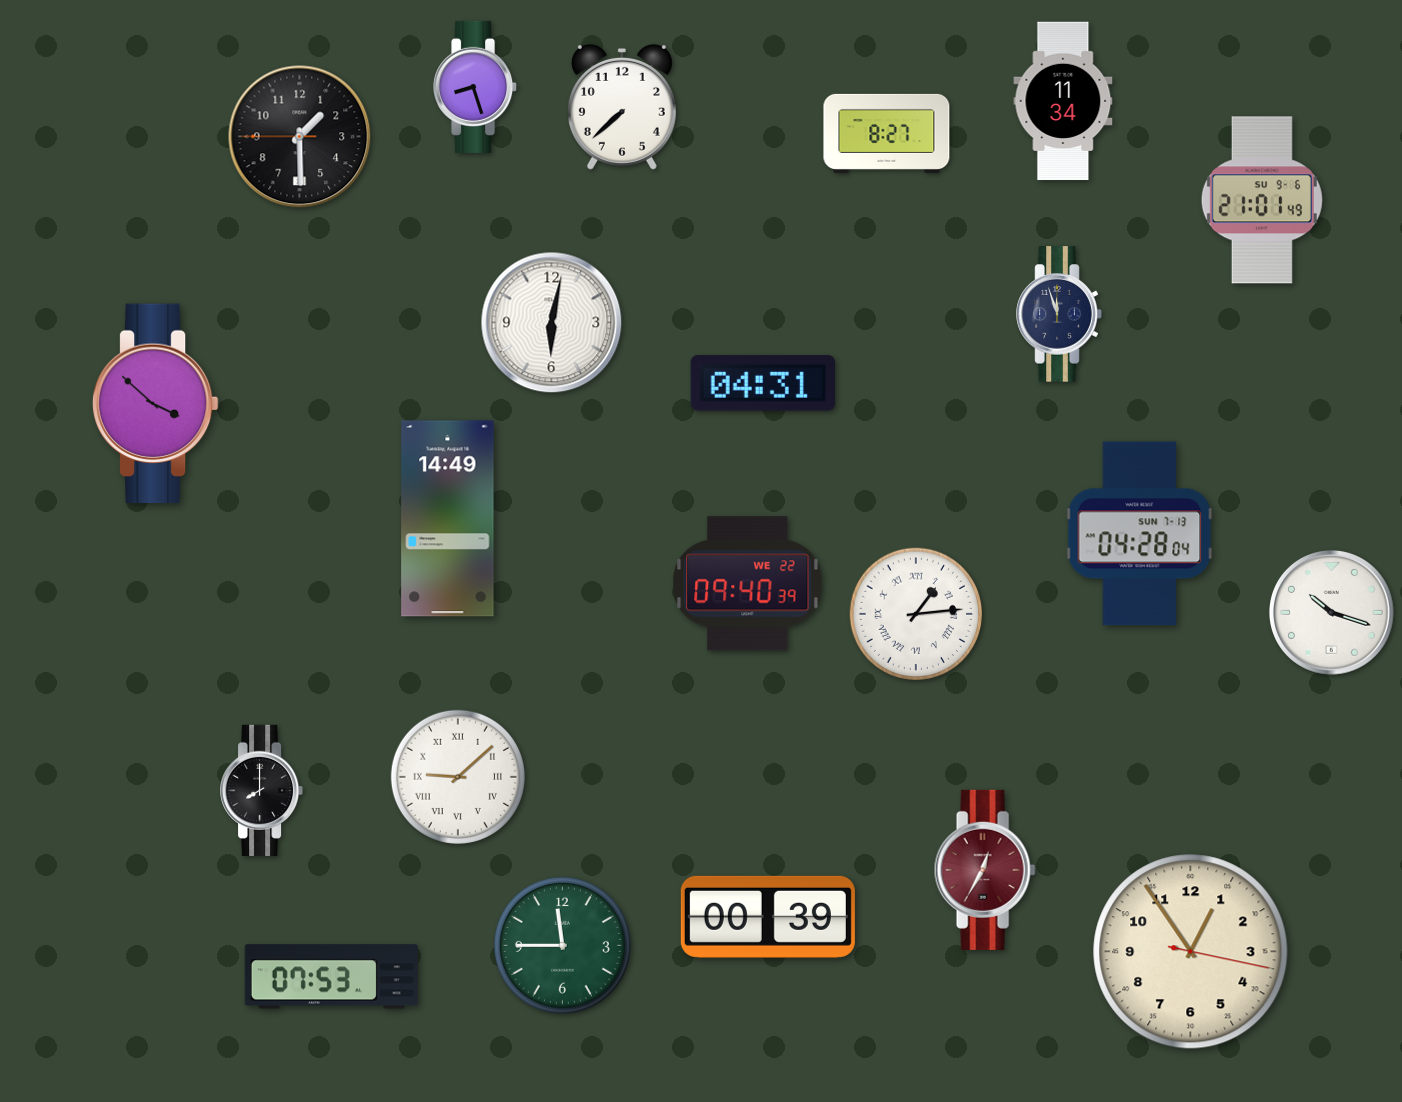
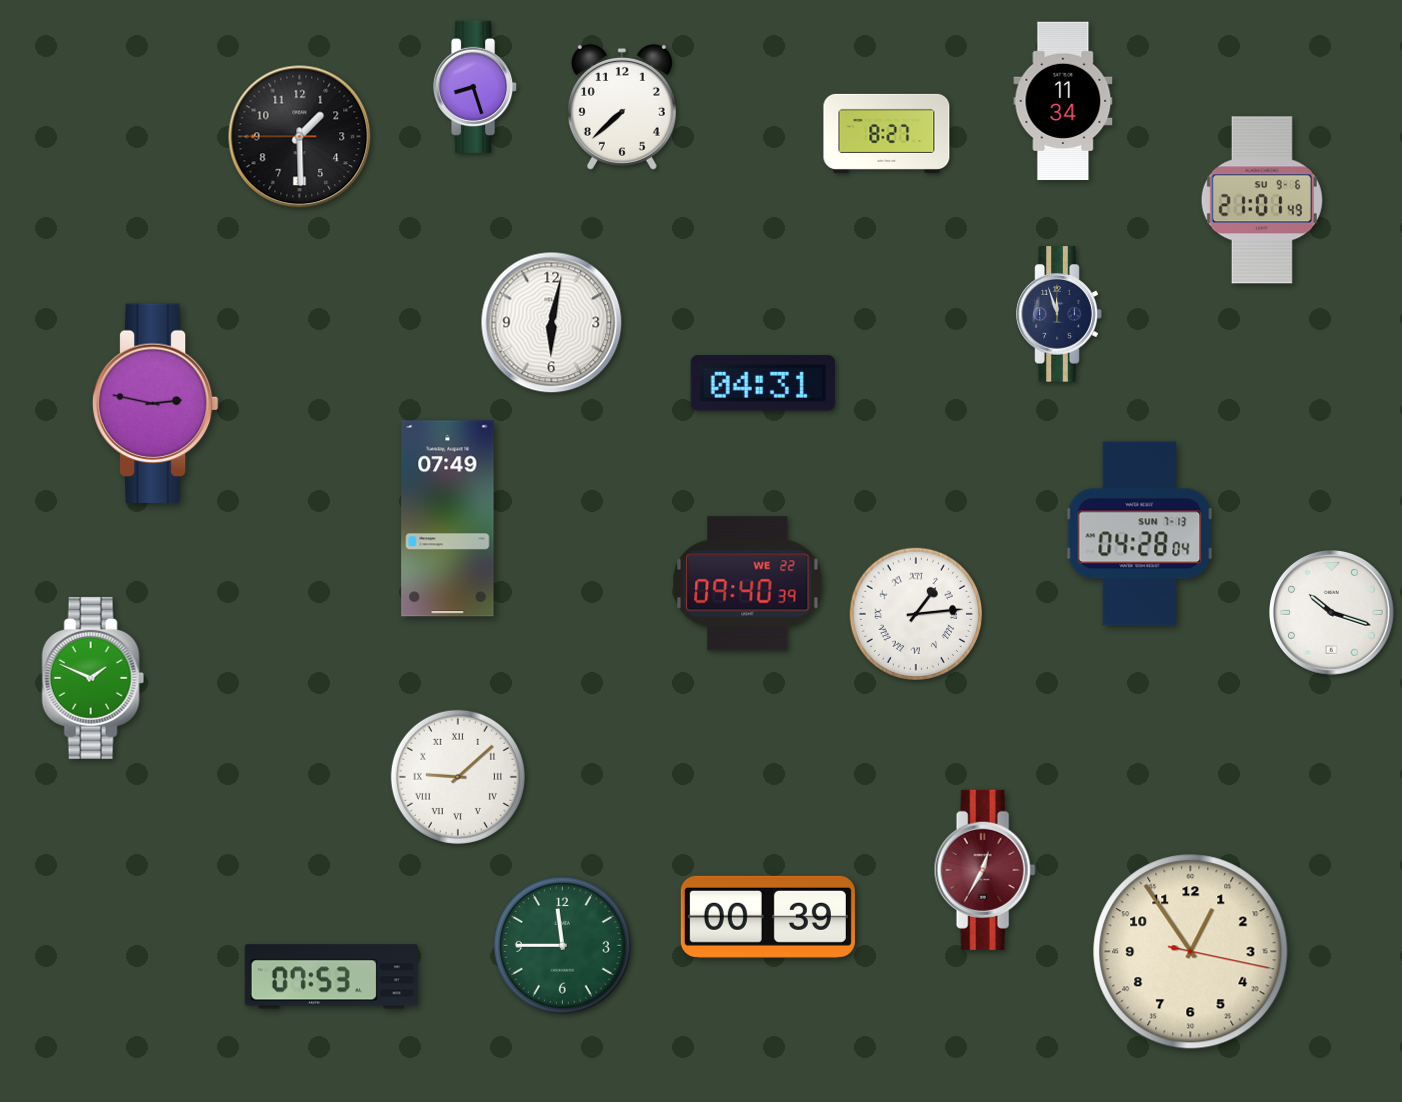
clock at (155, 404): 3:52 -> 2:47
clock at (448, 519): 14:49 -> 07:49
clock at (93, 678): none -> 1:49
clock at (262, 790): 8:00 -> none
